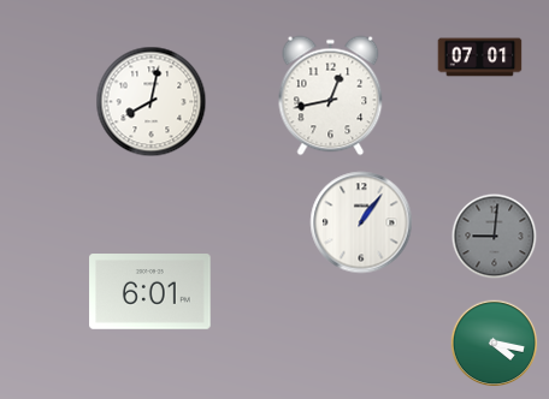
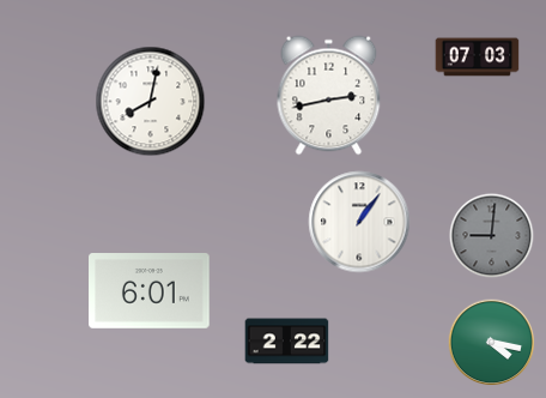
clock at (480, 58): 07:01 -> 07:03
clock at (331, 96): 12:43 -> 2:43
clock at (287, 342): none -> 2:22
